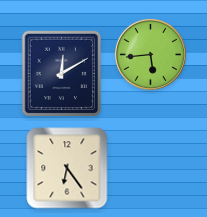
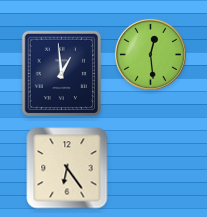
clock at (150, 54): 5:44 -> 12:29
clock at (62, 74): 12:10 -> 12:59
